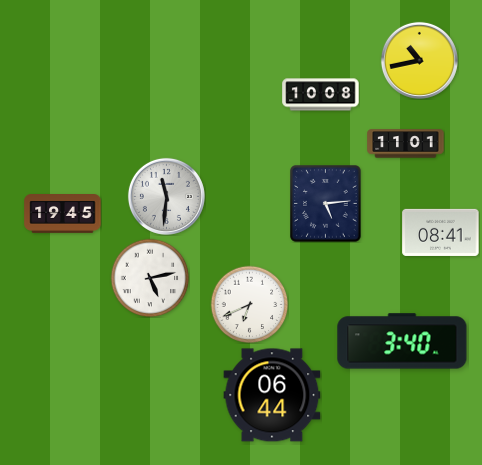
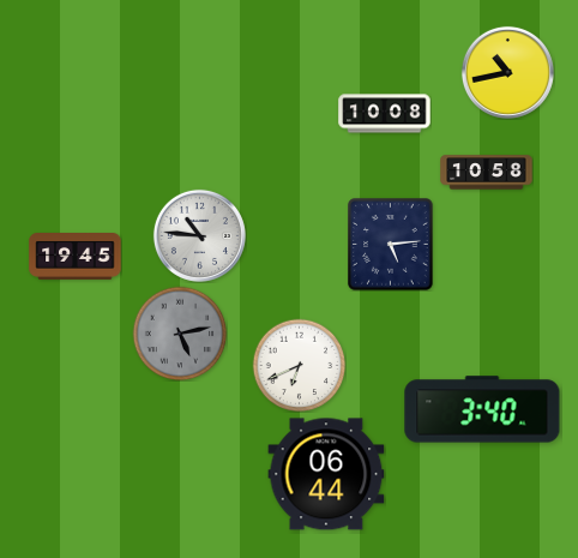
clock at (419, 60) position: (419, 60) -> (507, 72)
clock at (406, 144): 11:01 -> 10:58
clock at (166, 196): 11:31 -> 10:46
clock at (441, 232): 08:41 -> none
clock at (150, 278) dial: white -> grey
